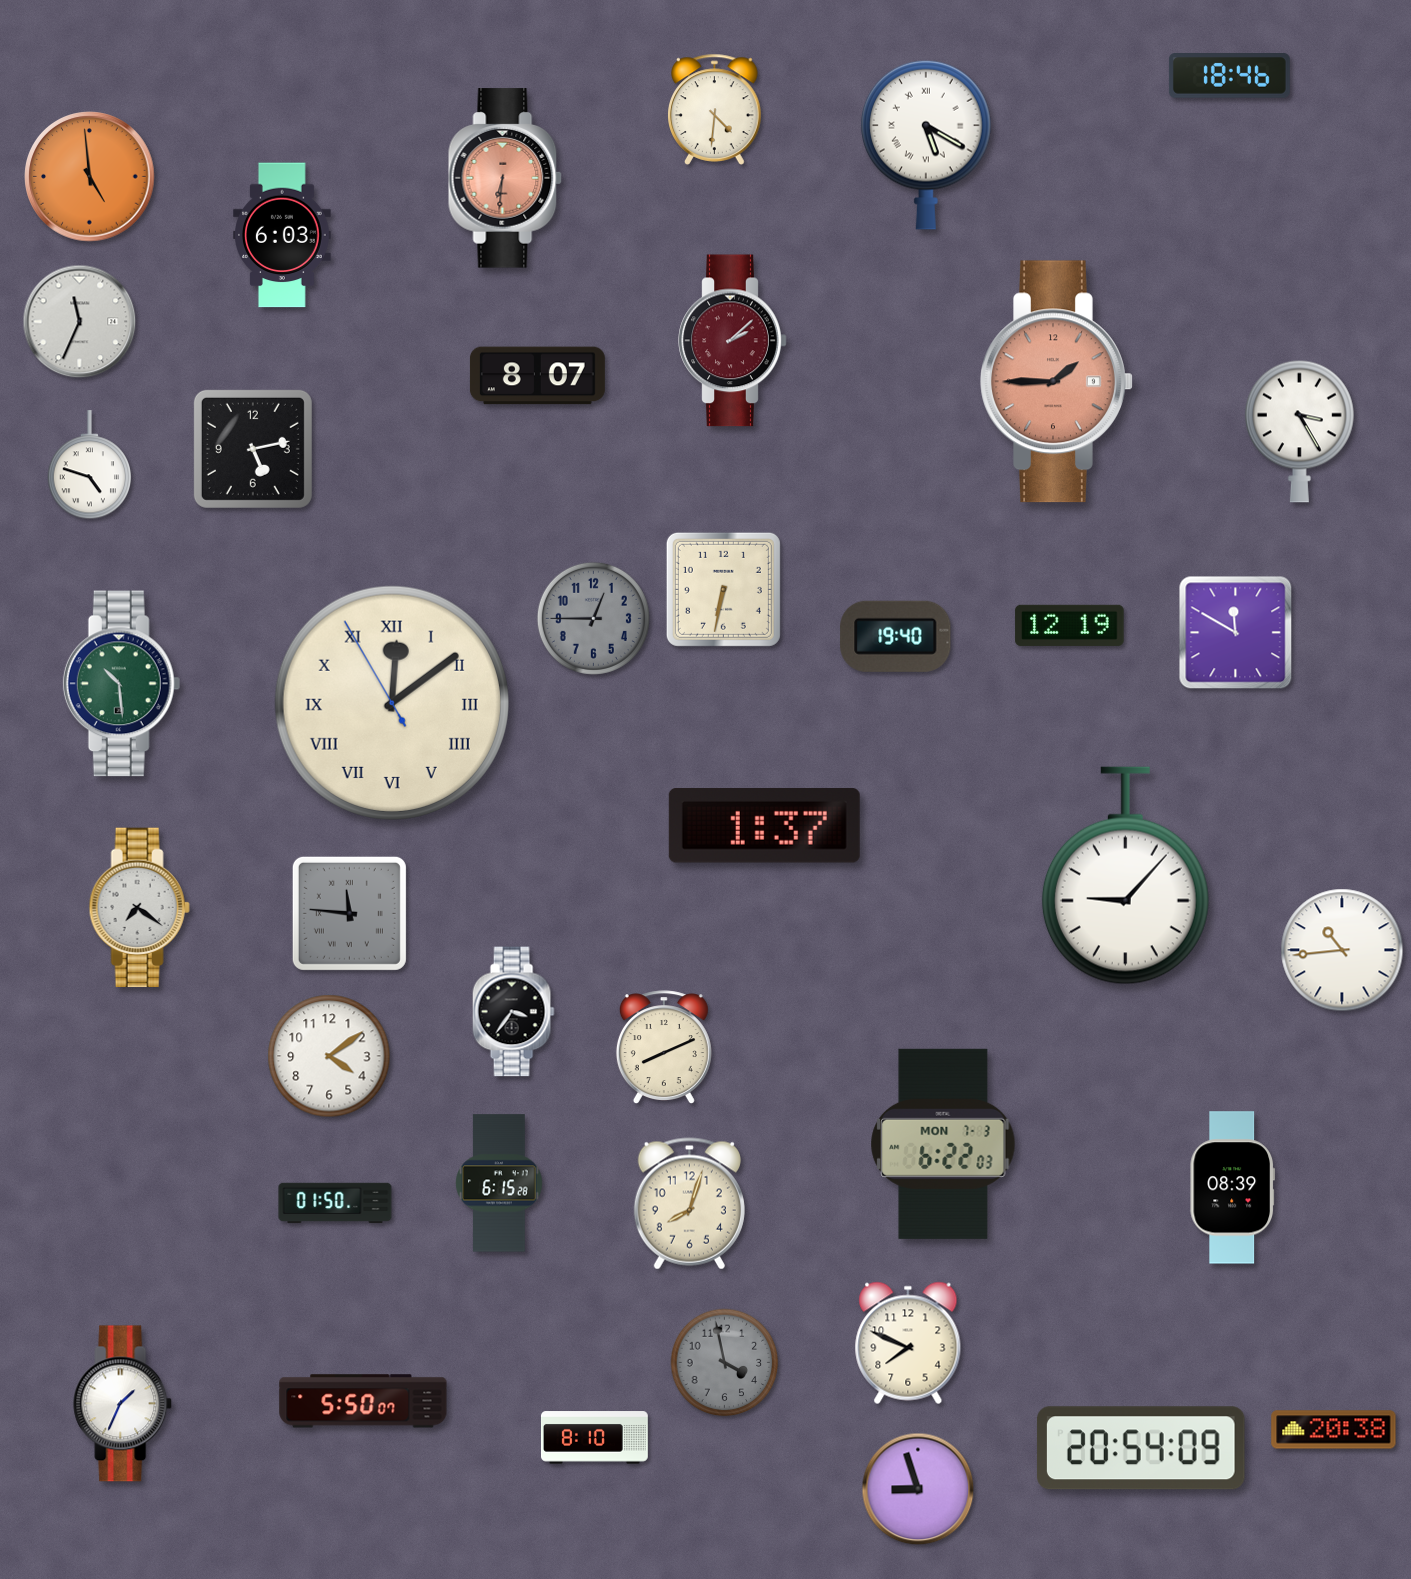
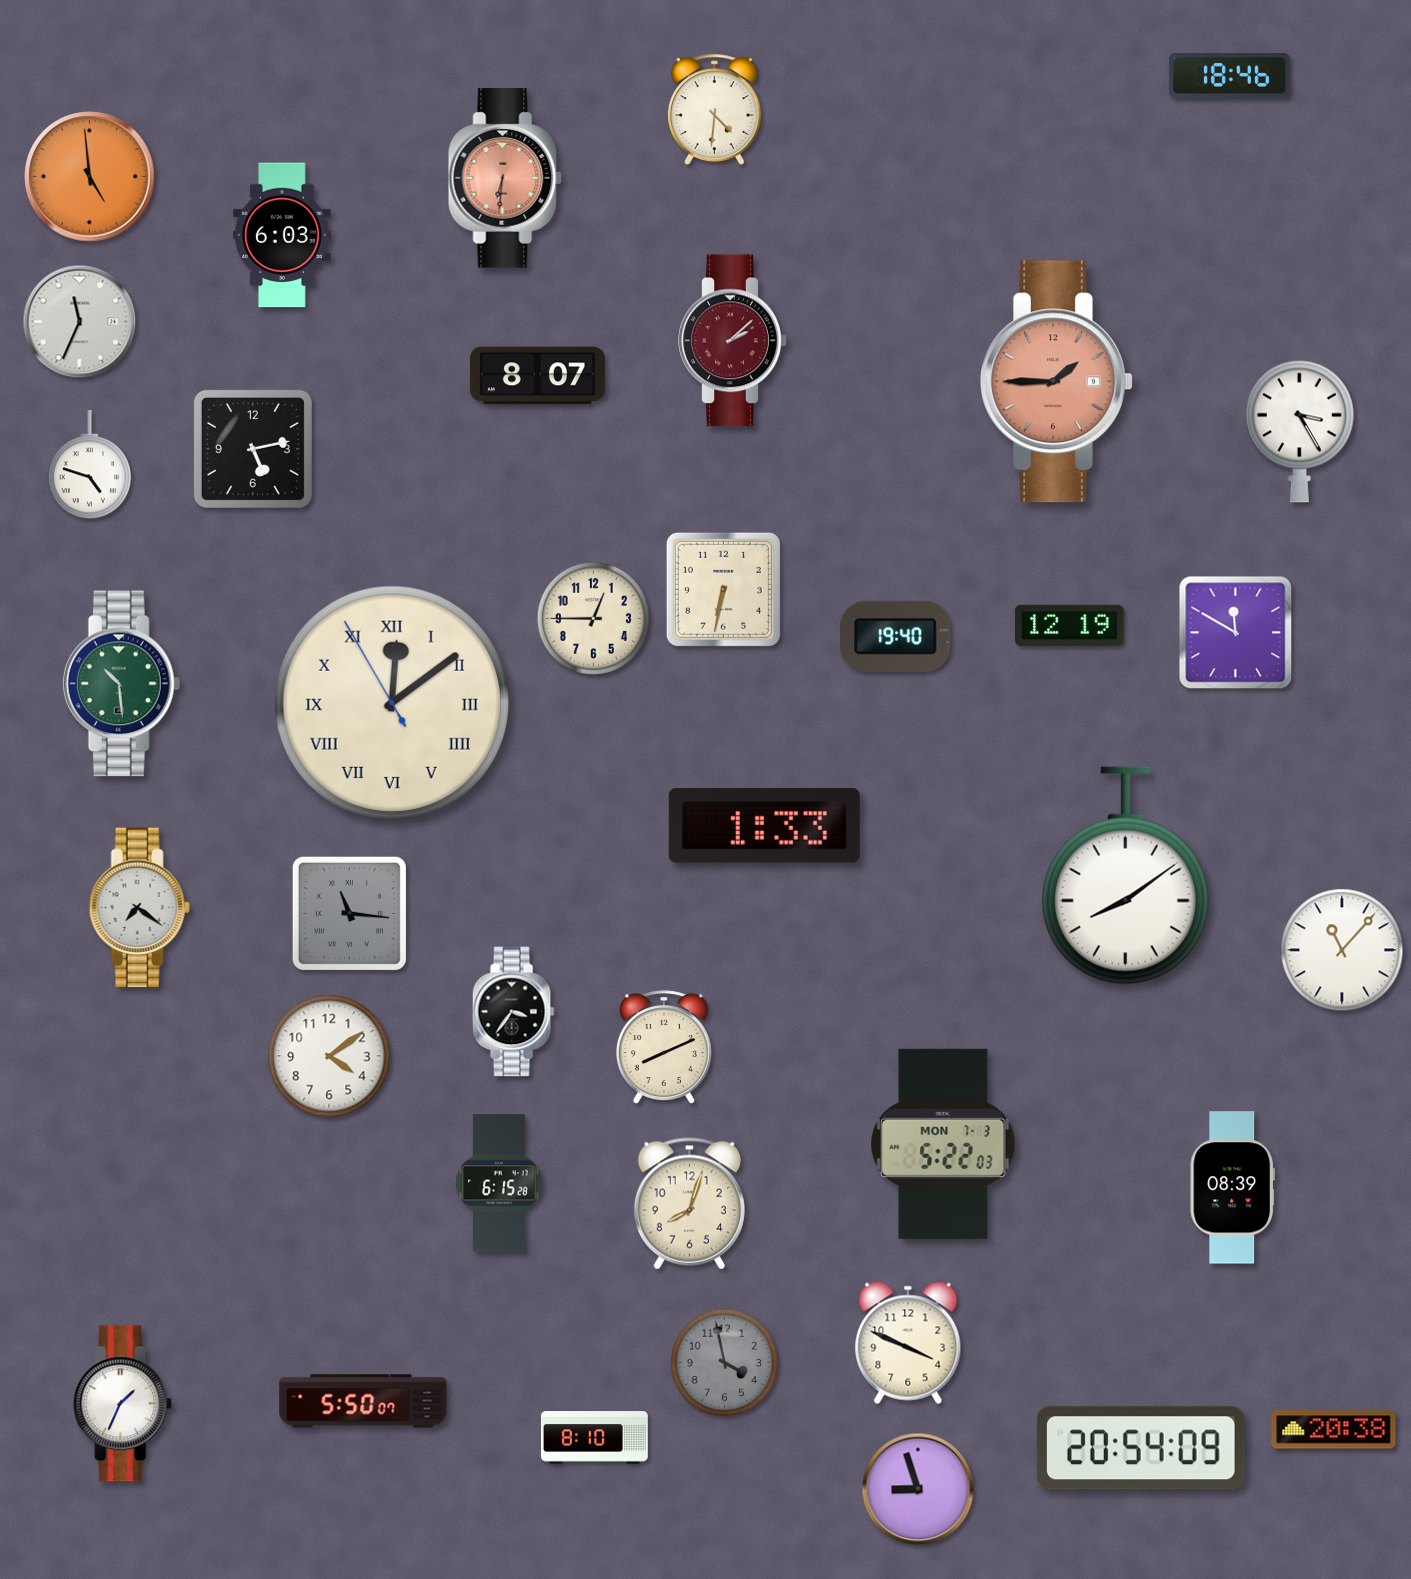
clock at (927, 145): 5:20 -> none
clock at (593, 618) dial: grey -> cream
clock at (764, 826): 1:37 -> 1:33
clock at (1125, 876): 9:07 -> 8:09
clock at (349, 913): 11:46 -> 11:16
clock at (1342, 950): 10:44 -> 11:07
clock at (943, 1144): 6:22 -> 5:22
clock at (335, 1203): 01:50 -> none
clock at (908, 1343): 7:49 -> 3:49
